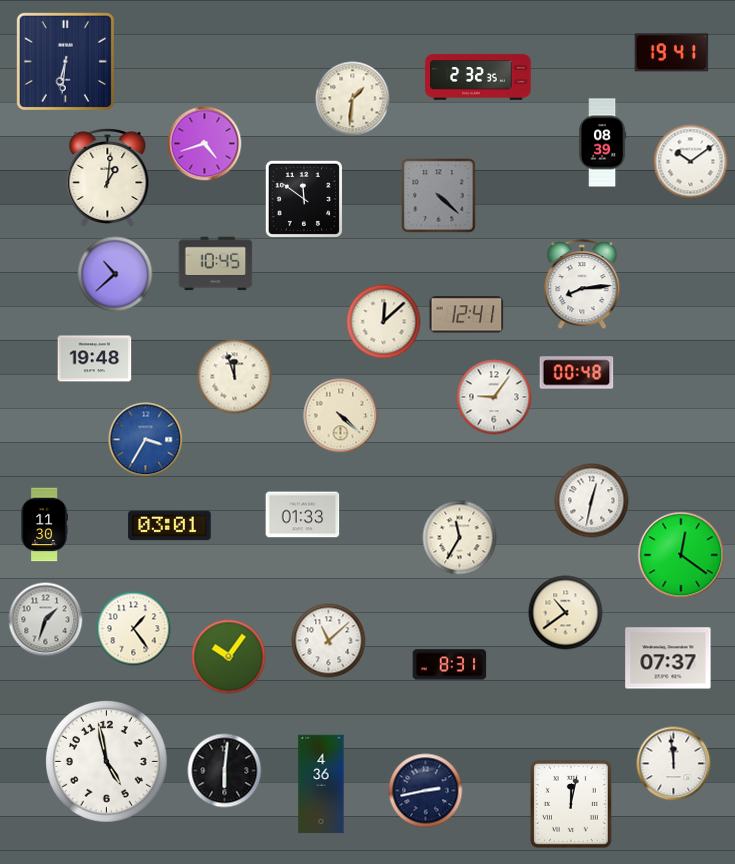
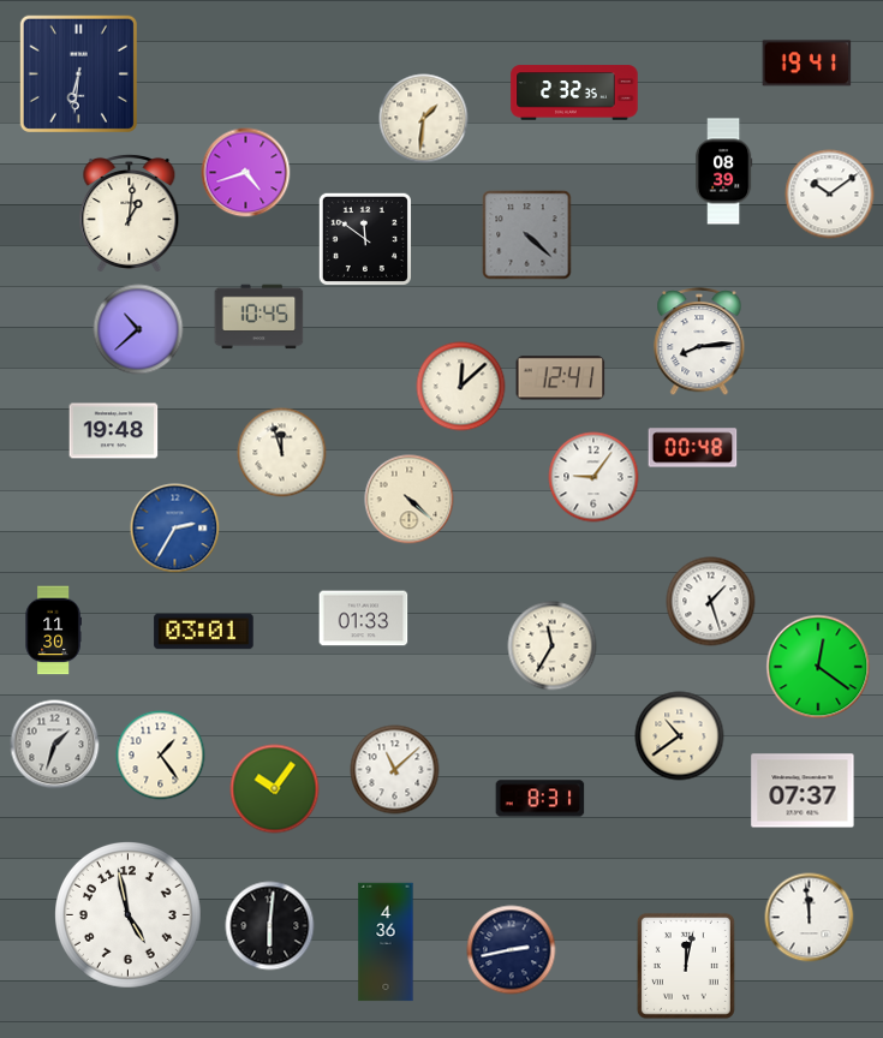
clock at (146, 440): 3:35 -> 2:35
clock at (592, 501): 12:32 -> 1:27
